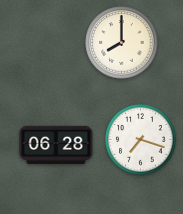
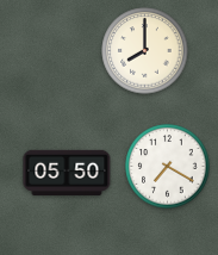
clock at (141, 140): 7:18 -> 7:20
clock at (56, 145): 06:28 -> 05:50
